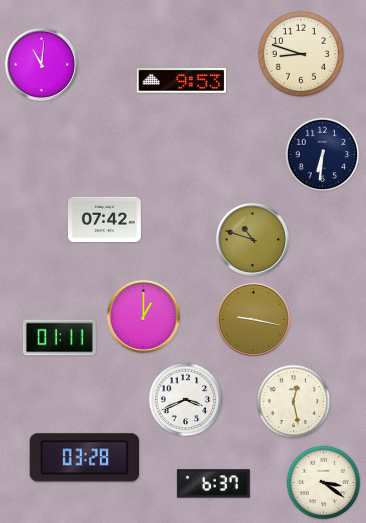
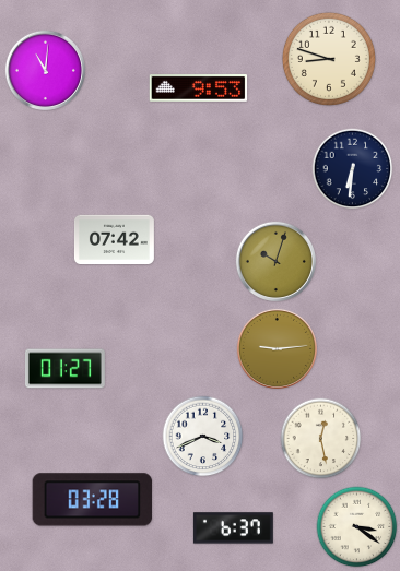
clock at (252, 239): 10:48 -> 10:03
clock at (143, 316): 1:00 -> none
clock at (253, 319): 9:17 -> 9:14
clock at (59, 338): 01:11 -> 01:27
clock at (324, 483) position: (324, 483) -> (357, 527)
